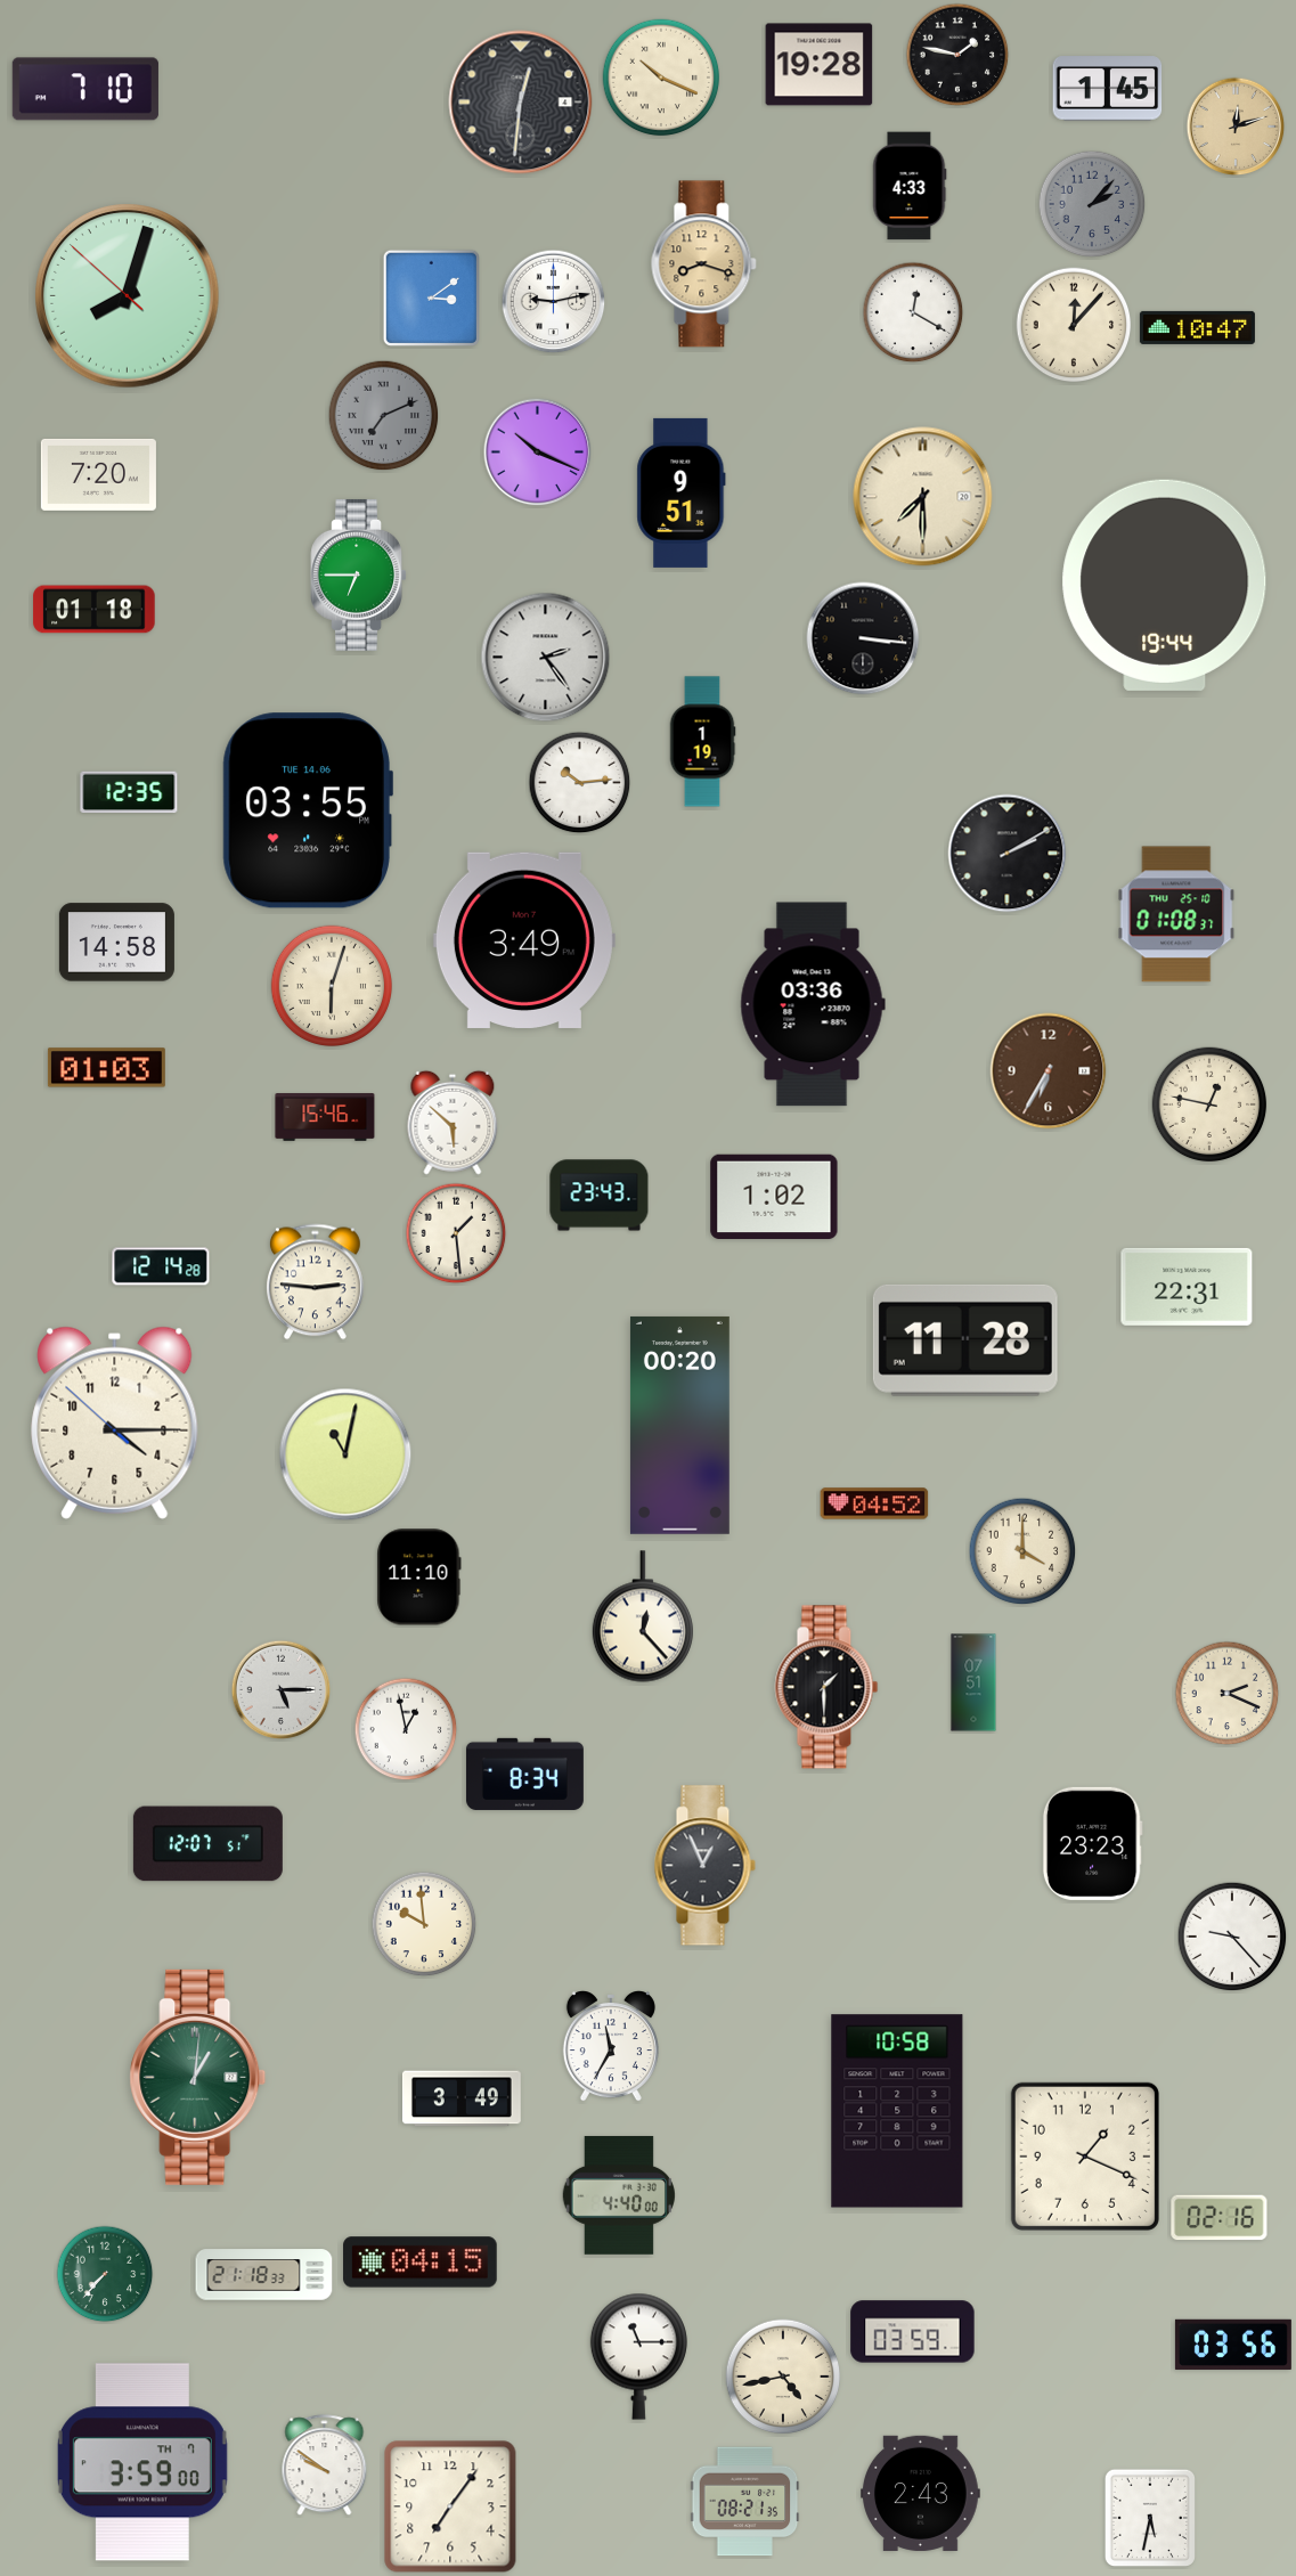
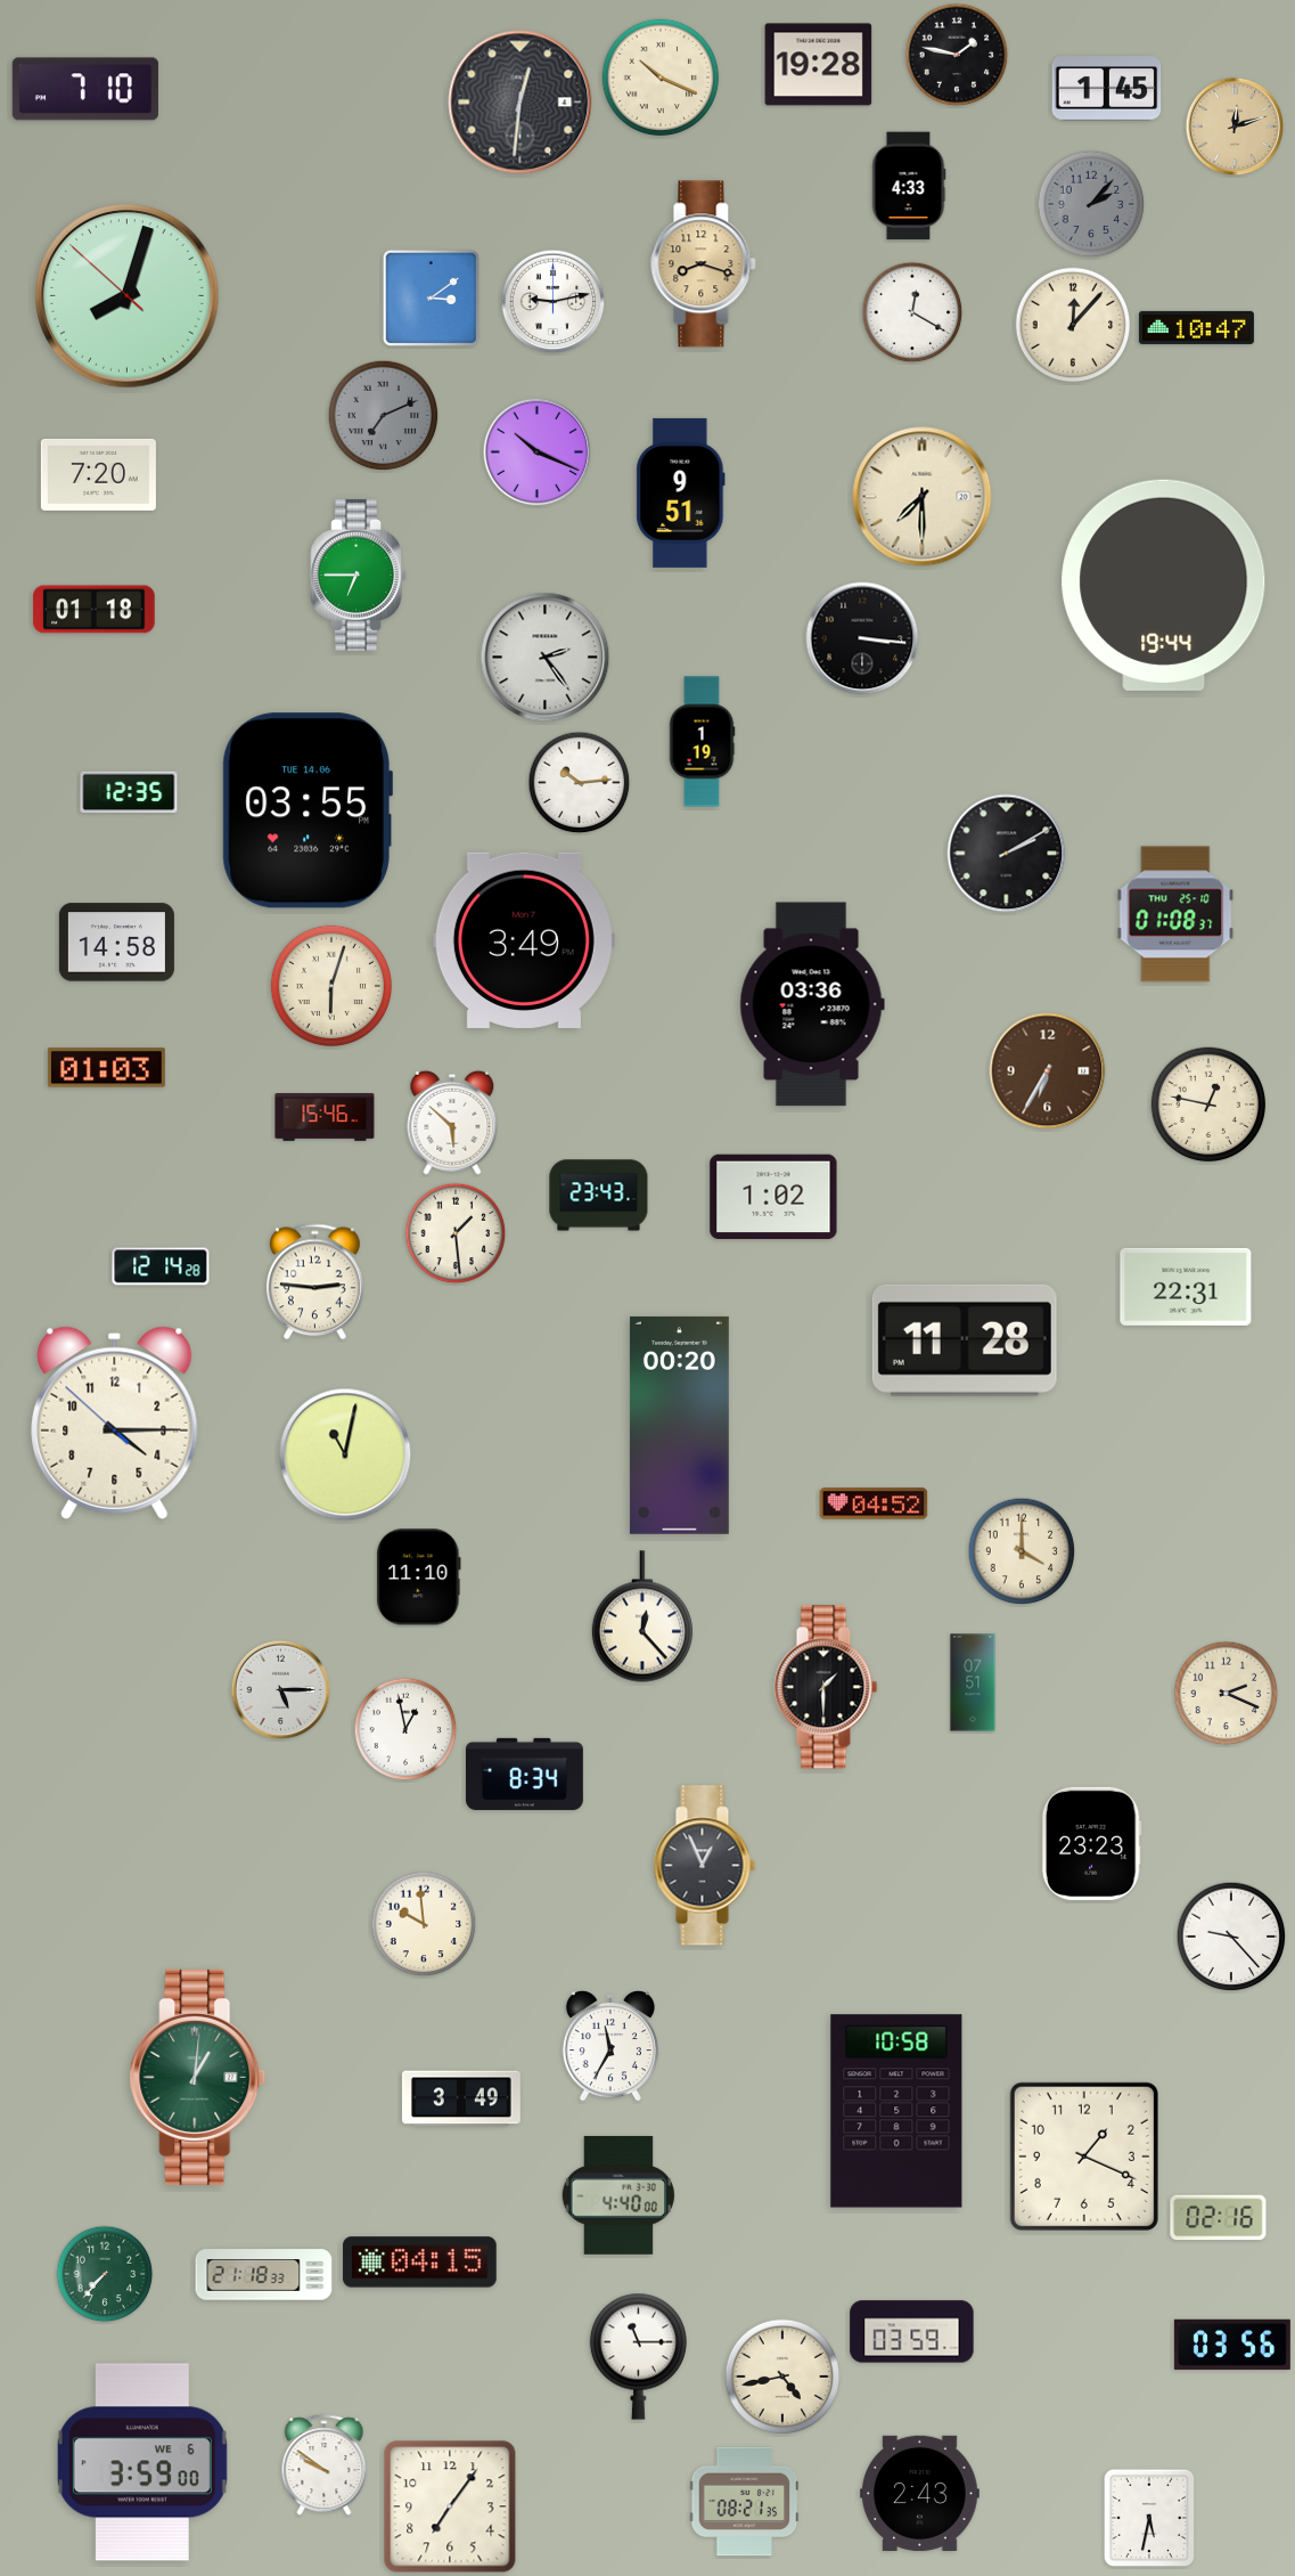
clock at (207, 1844): 12:07 -> none
clock at (142, 2462) date: TH 7 -> WE 6
